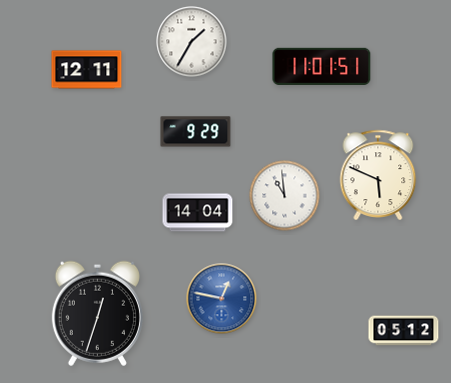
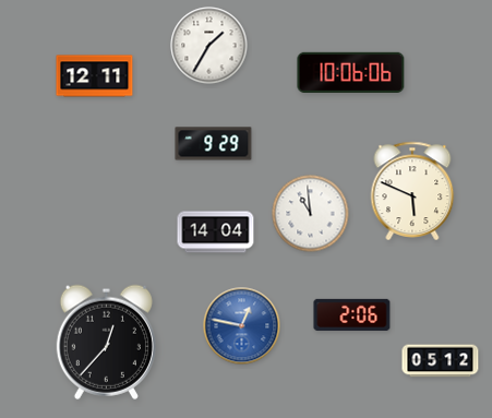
clock at (322, 66): 11:01 -> 10:06
clock at (352, 314): none -> 2:06
clock at (97, 313): 12:33 -> 12:37
